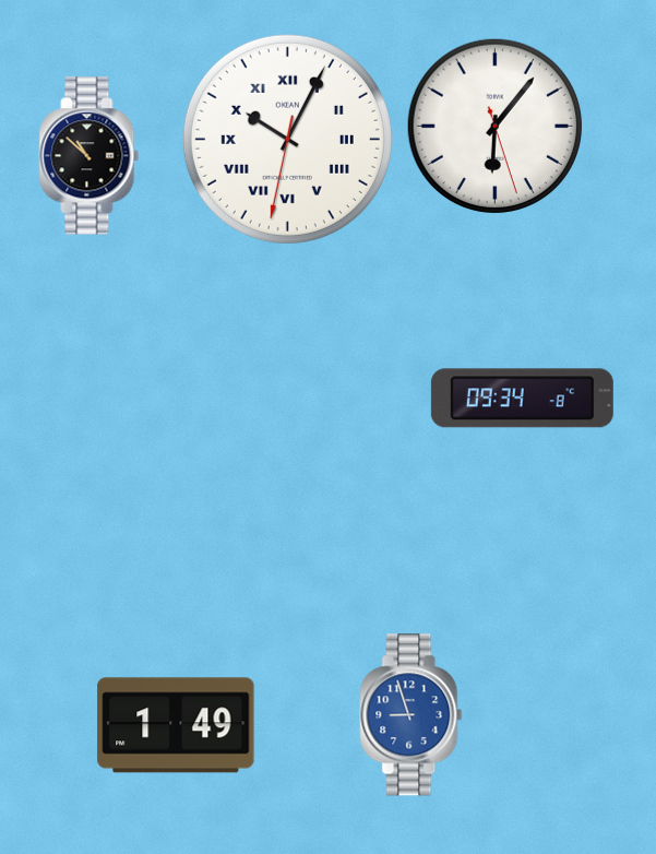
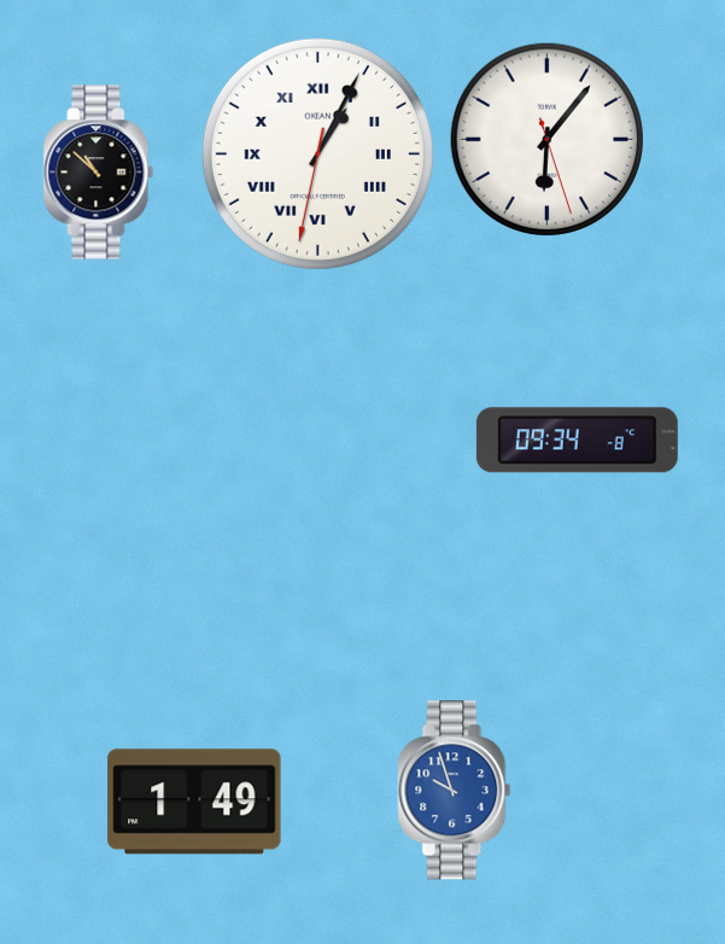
clock at (287, 139): 10:04 -> 1:04
clock at (412, 715): 8:57 -> 9:57
